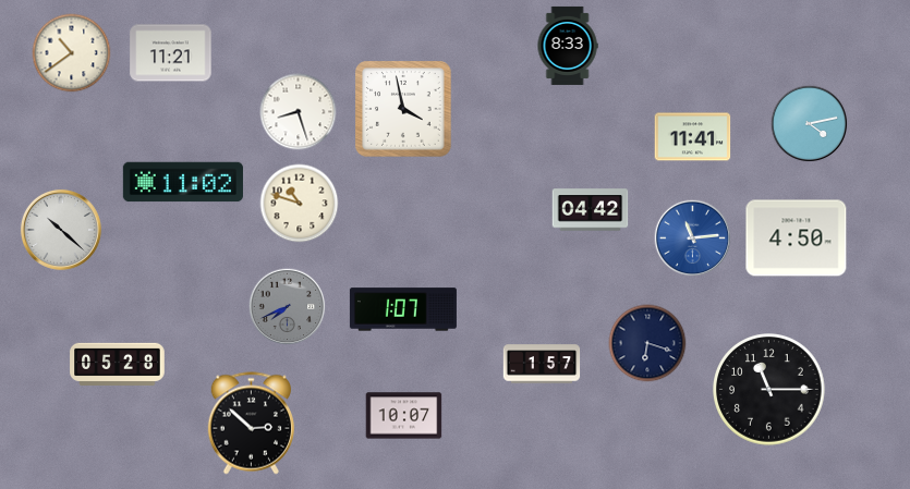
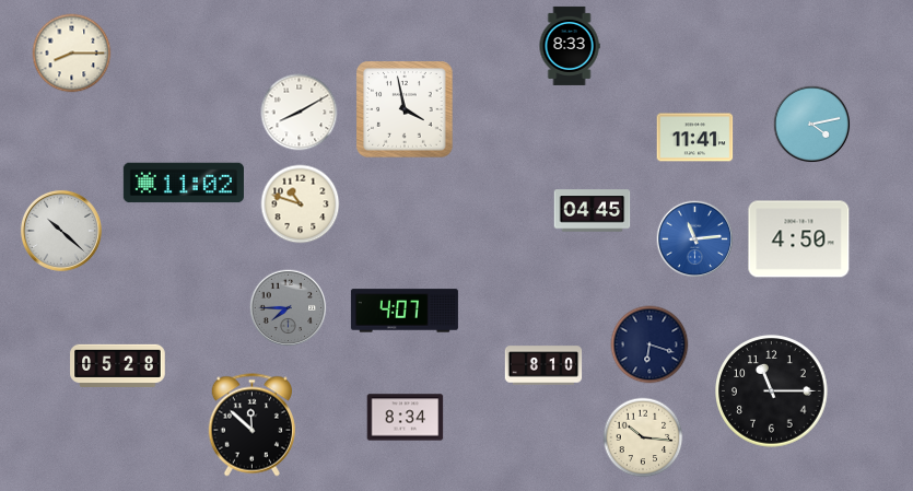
clock at (72, 53): 10:39 -> 8:15
clock at (171, 53): 11:21 -> none
clock at (299, 112): 8:27 -> 8:10
clock at (591, 210): 04:42 -> 04:45
clock at (288, 307): 7:41 -> 7:45
clock at (403, 309): 1:07 -> 4:07
clock at (542, 364): 1:57 -> 8:10
clock at (404, 416): 10:07 -> 8:34
clock at (251, 424): 2:52 -> 11:52
clock at (643, 437): none -> 10:16
